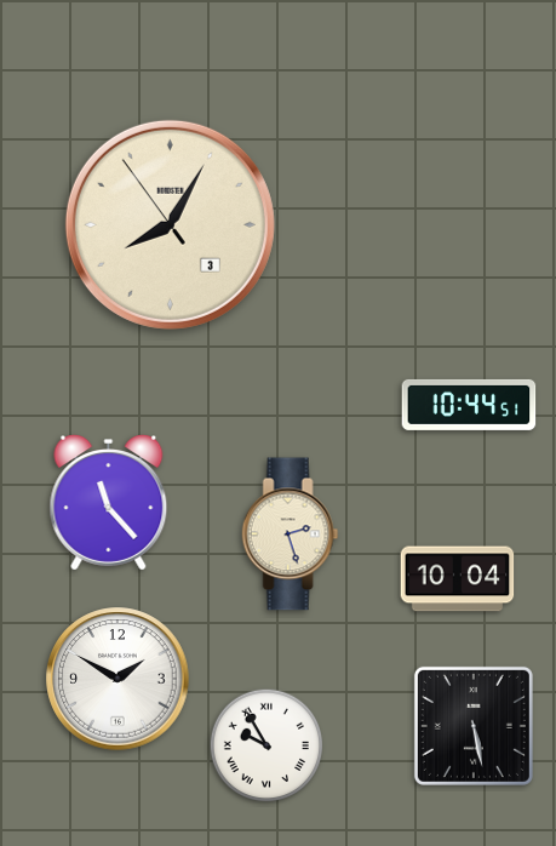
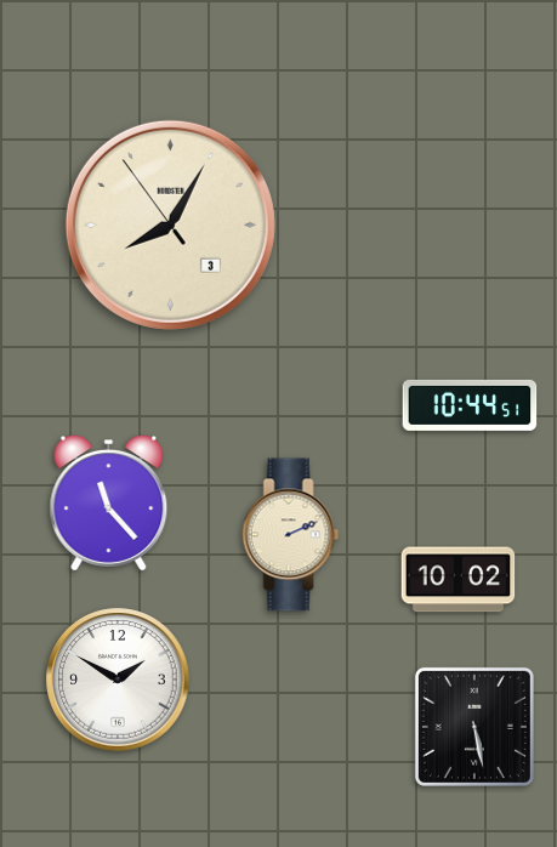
clock at (291, 535): 2:27 -> 2:11
clock at (458, 579): 10:04 -> 10:02
clock at (266, 745): 9:55 -> none
